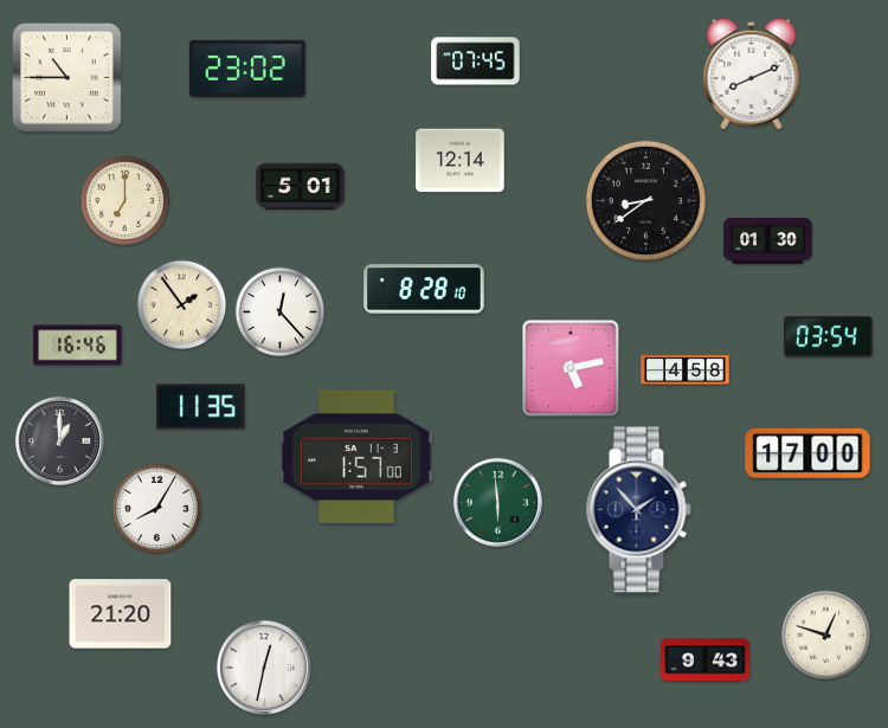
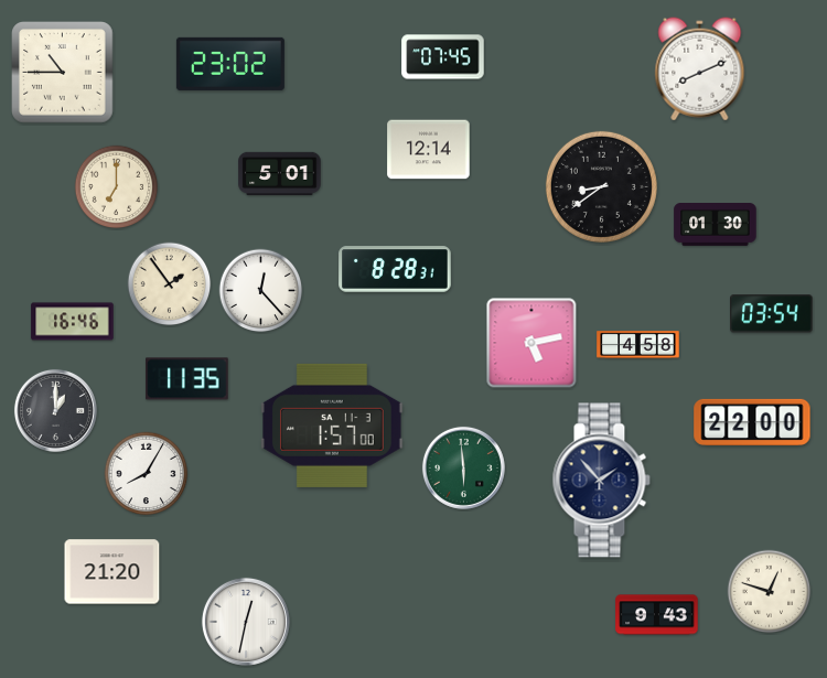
clock at (424, 289): 8:28:10 -> 8:28:31
clock at (807, 453): 17:00 -> 22:00
clock at (638, 510) position: (638, 510) -> (601, 481)
